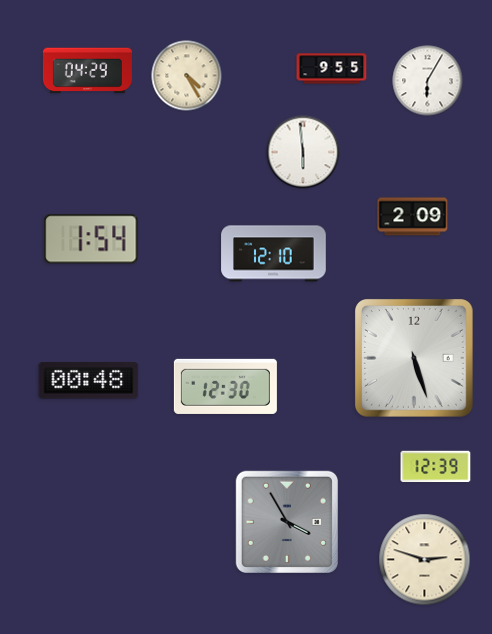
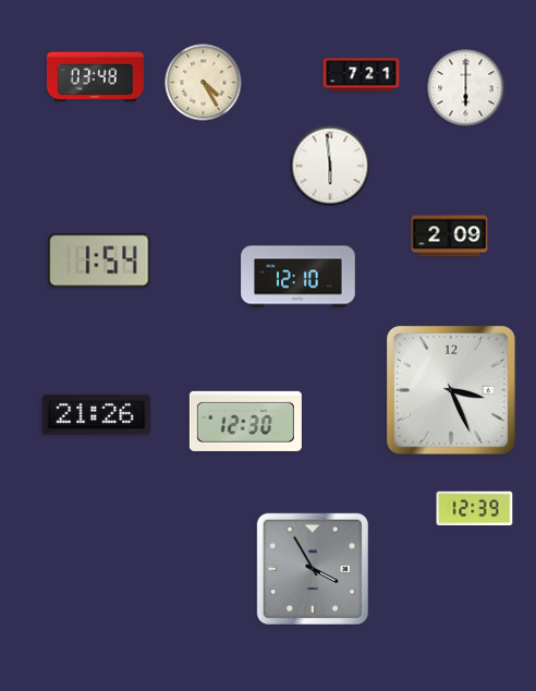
clock at (332, 69): 9:55 -> 7:21
clock at (87, 71): 04:29 -> 03:48
clock at (428, 81): 6:05 -> 6:00
clock at (415, 359): 5:27 -> 3:26
clock at (89, 381): 00:48 -> 21:26
clock at (425, 560): 2:48 -> none
